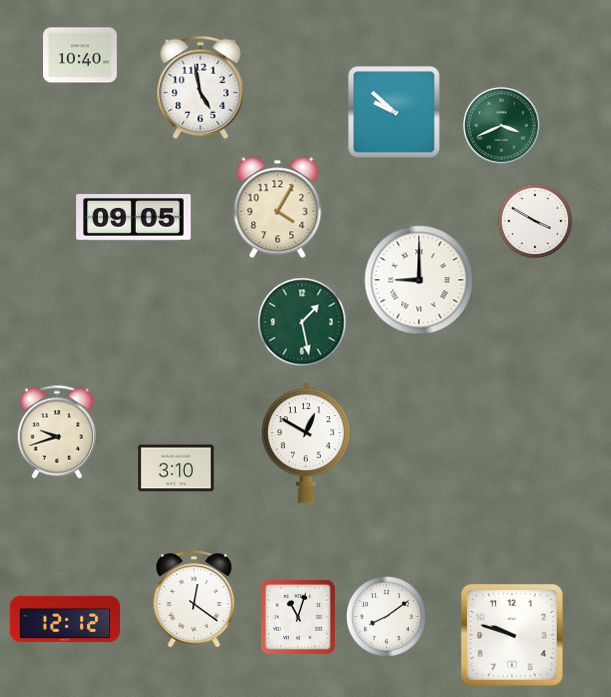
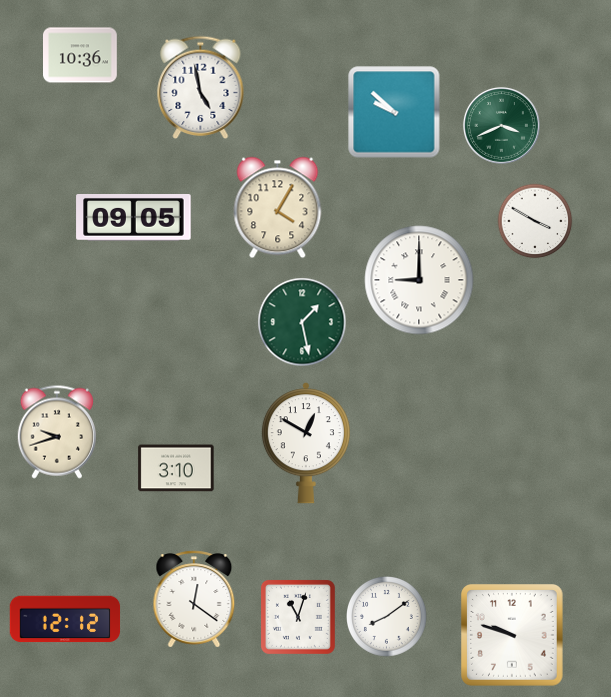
clock at (81, 55): 10:40 -> 10:36
